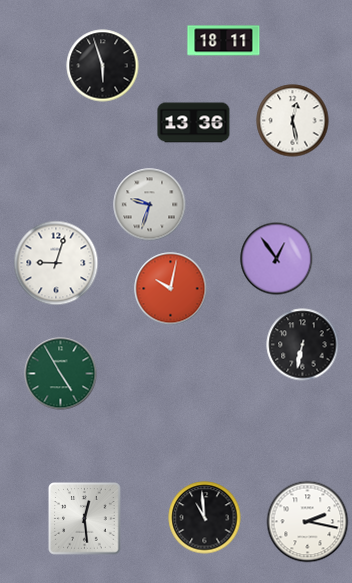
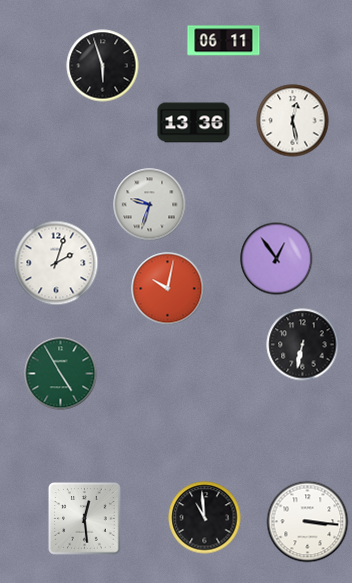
clock at (224, 41): 18:11 -> 06:11
clock at (56, 263): 9:03 -> 2:03
clock at (171, 289) position: (171, 289) -> (168, 289)
clock at (308, 522): 2:17 -> 3:16
